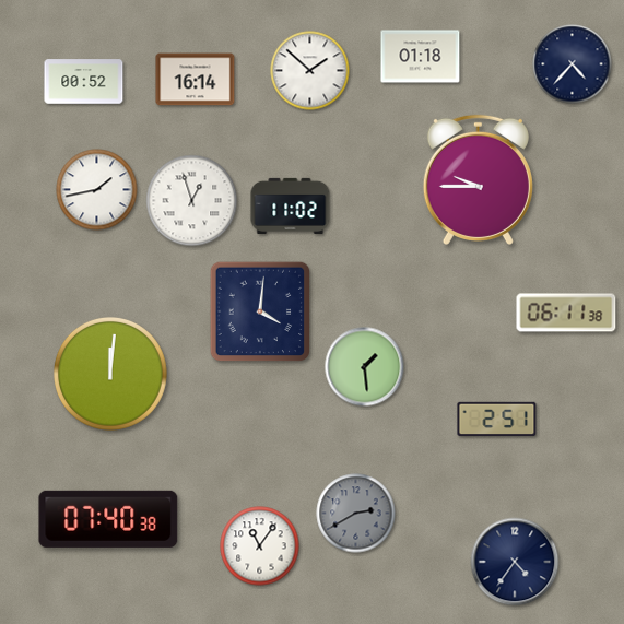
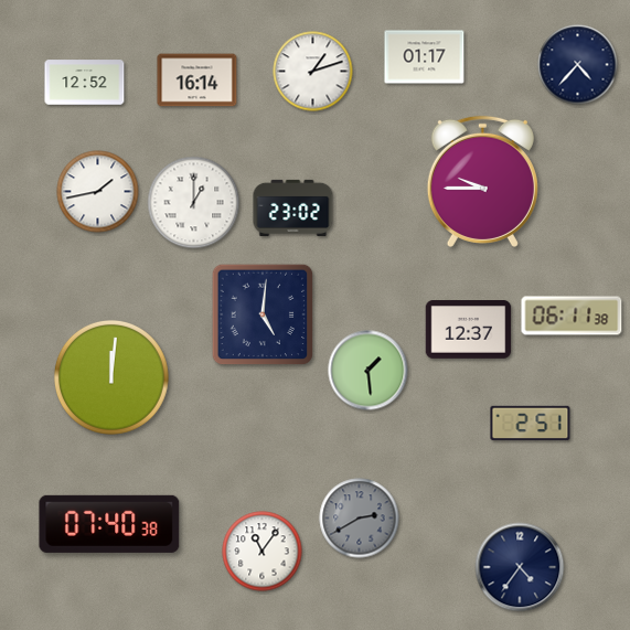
clock at (421, 57): 01:18 -> 01:17
clock at (310, 71): 1:52 -> 1:12
clock at (84, 82): 00:52 -> 12:52
clock at (192, 201): 12:57 -> 1:00
clock at (291, 205): 11:02 -> 23:02
clock at (260, 311): 4:01 -> 5:01
clock at (469, 330): none -> 12:37
clock at (497, 420) position: (497, 420) -> (531, 424)
